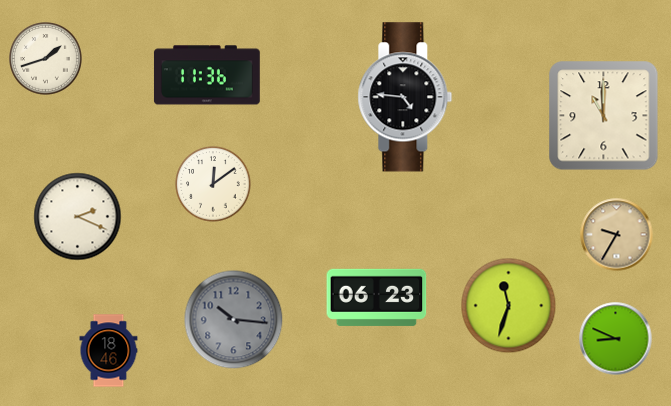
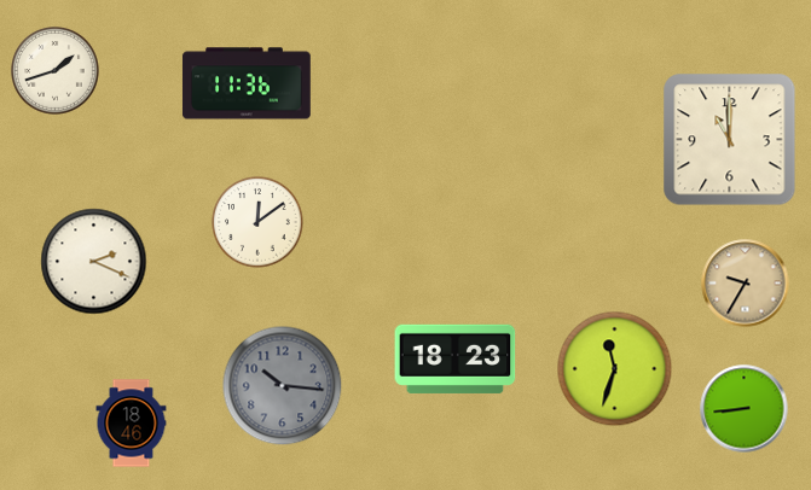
clock at (207, 75) position: (207, 75) -> (247, 83)
clock at (405, 97): 4:46 -> none
clock at (377, 297): 06:23 -> 18:23
clock at (616, 339): 8:49 -> 8:44
